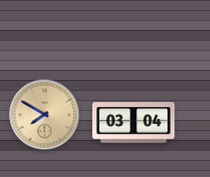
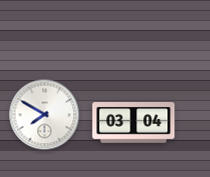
clock at (45, 115) dial: champagne -> white
